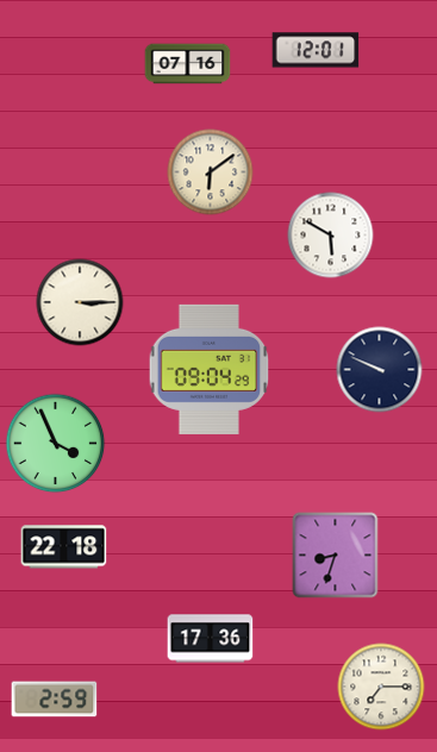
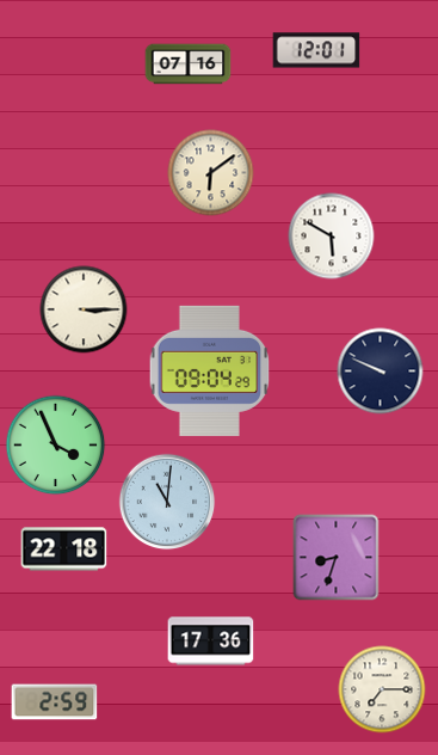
clock at (80, 302) position: (80, 302) -> (84, 309)
clock at (167, 502): none -> 11:01
